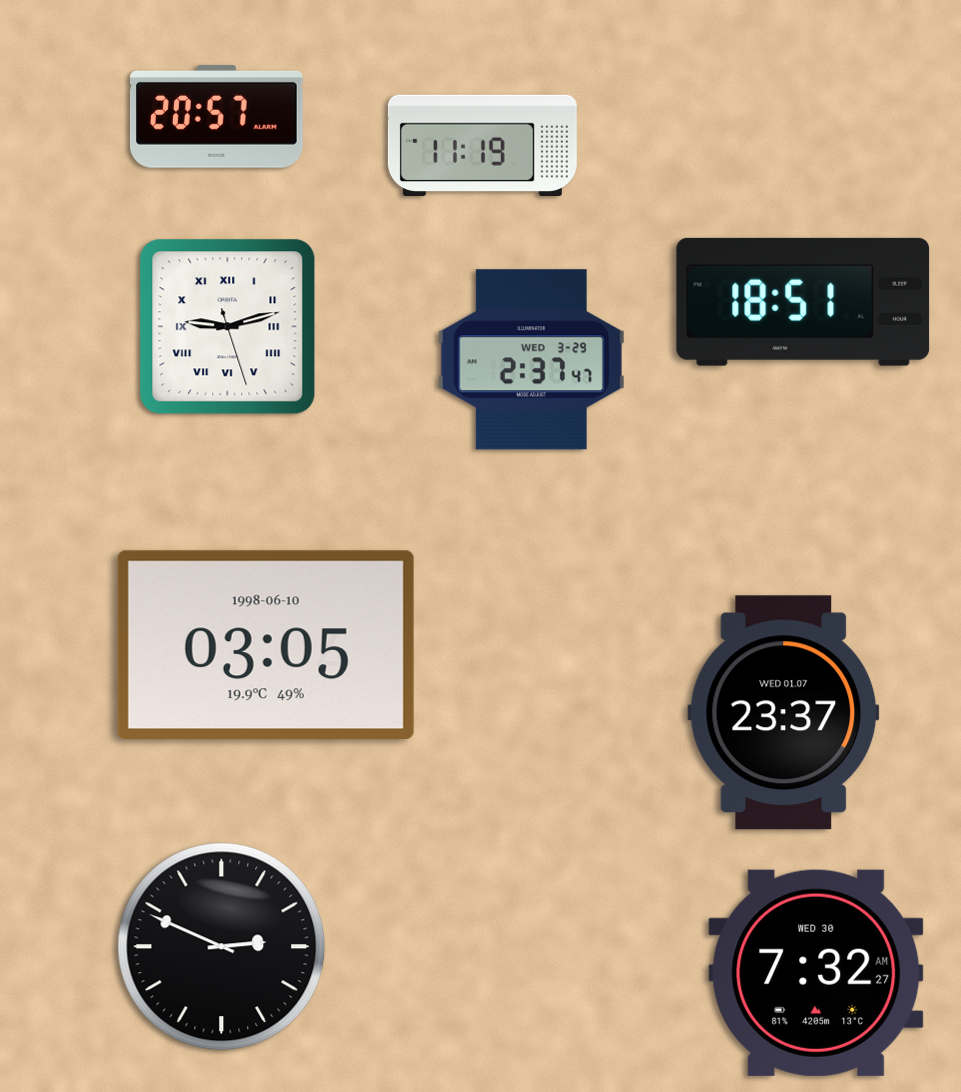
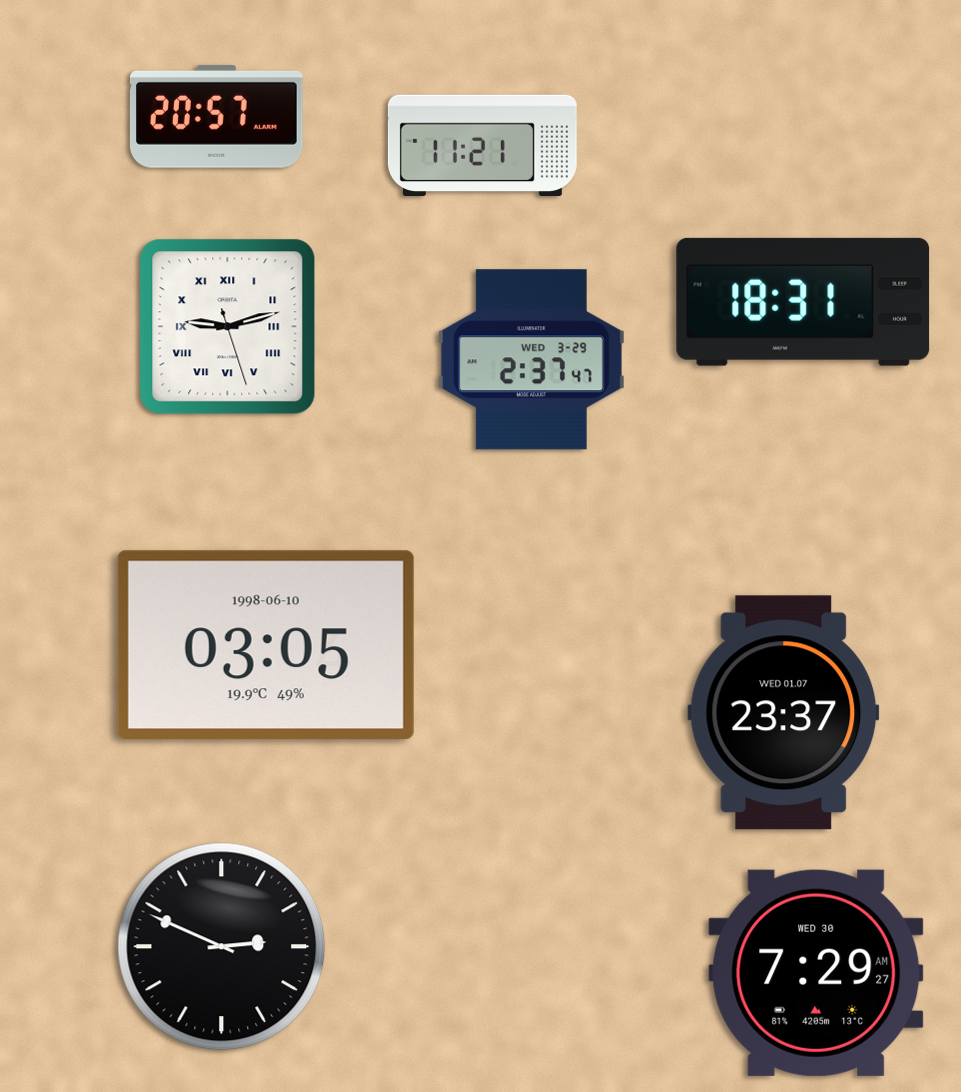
clock at (482, 145): 11:19 -> 11:21
clock at (803, 302): 18:51 -> 18:31
clock at (816, 973): 7:32 -> 7:29
